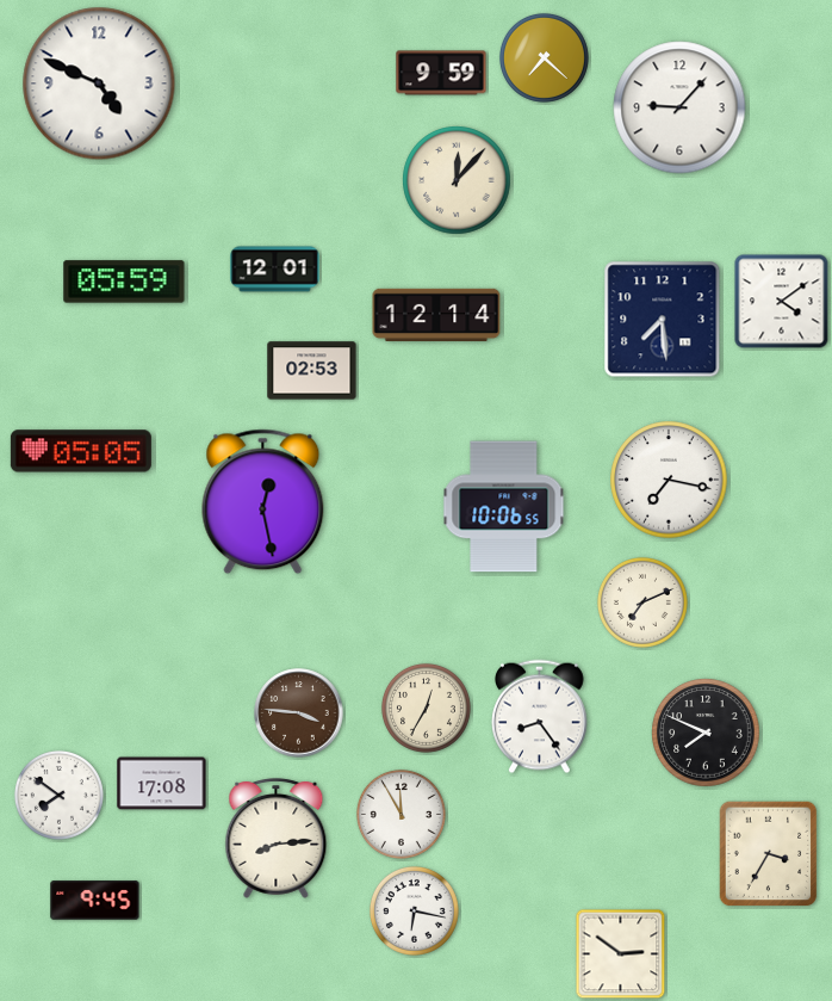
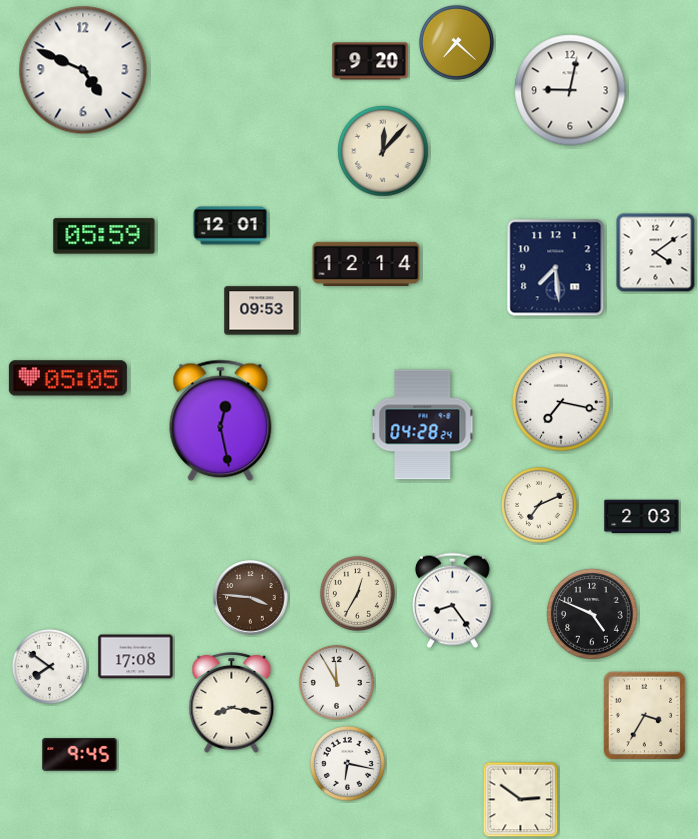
clock at (544, 57) position: (544, 57) -> (456, 42)
clock at (441, 73): 9:59 -> 9:20
clock at (679, 107): 9:07 -> 9:02
clock at (312, 371): 02:53 -> 09:53
clock at (504, 507): 10:06 -> 04:28
clock at (642, 517): none -> 2:03
clock at (706, 733): 7:49 -> 4:49
clock at (277, 838): 8:14 -> 8:17
